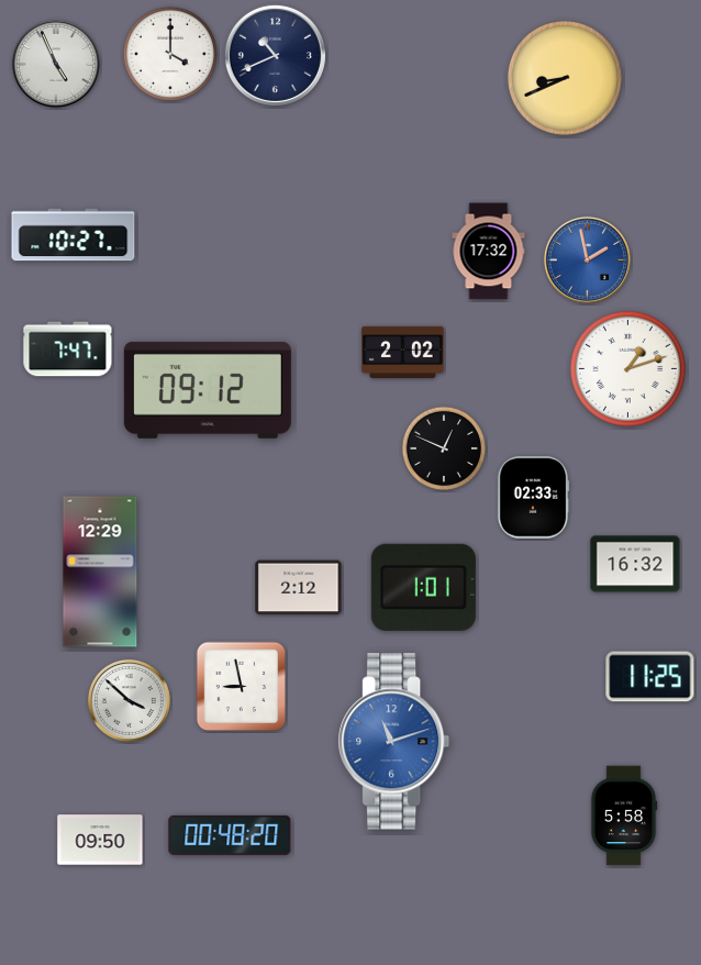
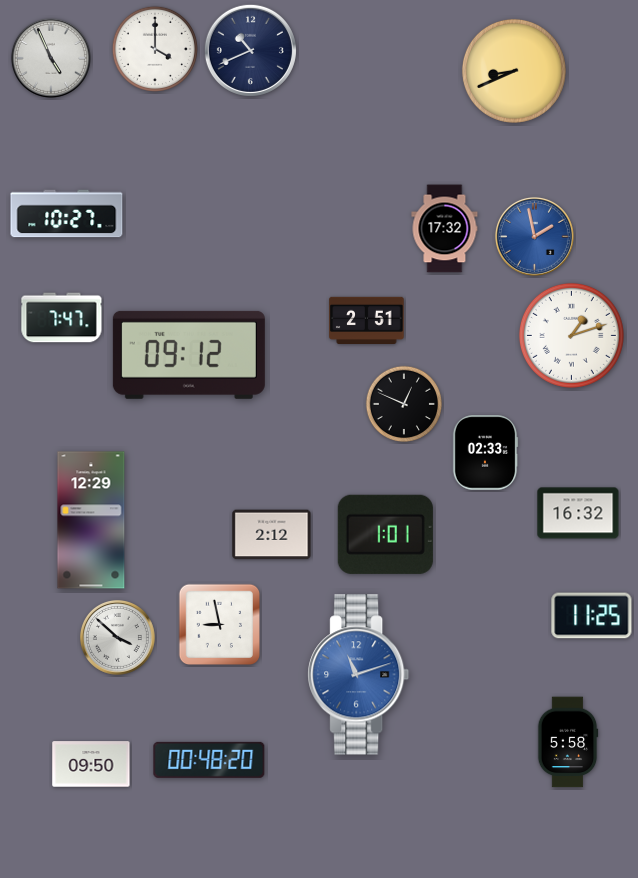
clock at (403, 352): 2:02 -> 2:51
clock at (444, 448) position: (444, 448) -> (404, 404)
